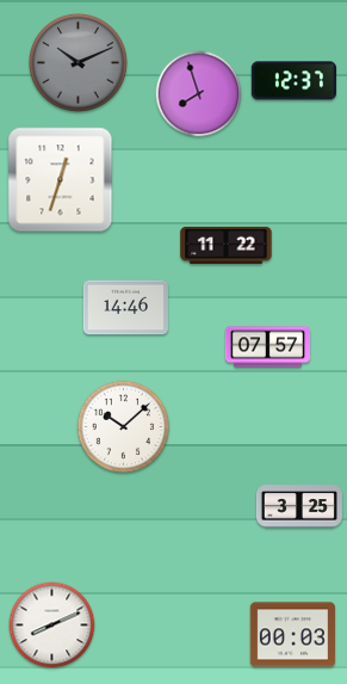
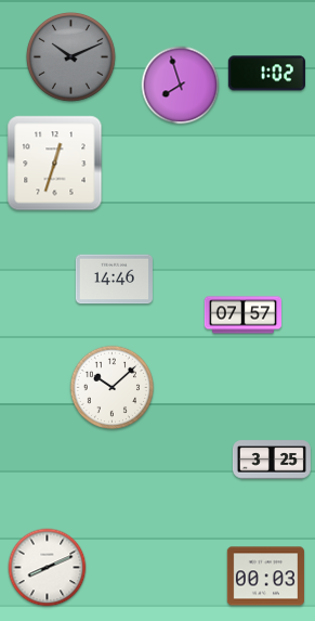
clock at (293, 81): 12:37 -> 1:02
clock at (227, 245): 11:22 -> none
